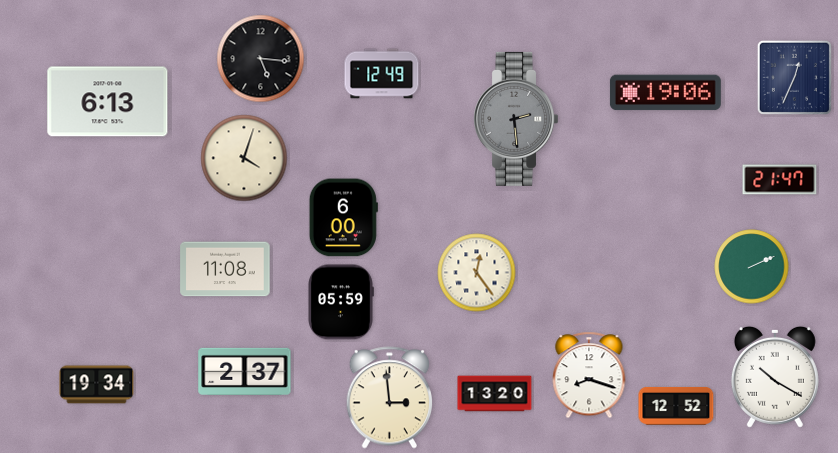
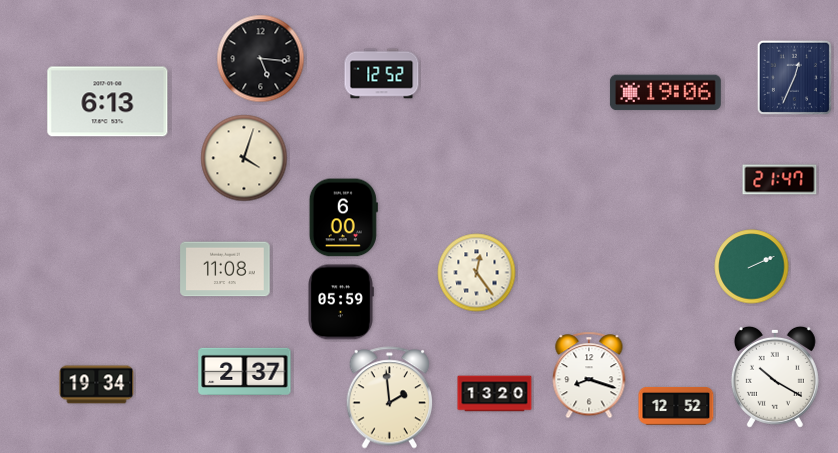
clock at (382, 74): 12:49 -> 12:52
clock at (516, 119): 2:29 -> none
clock at (390, 398): 2:59 -> 1:59
